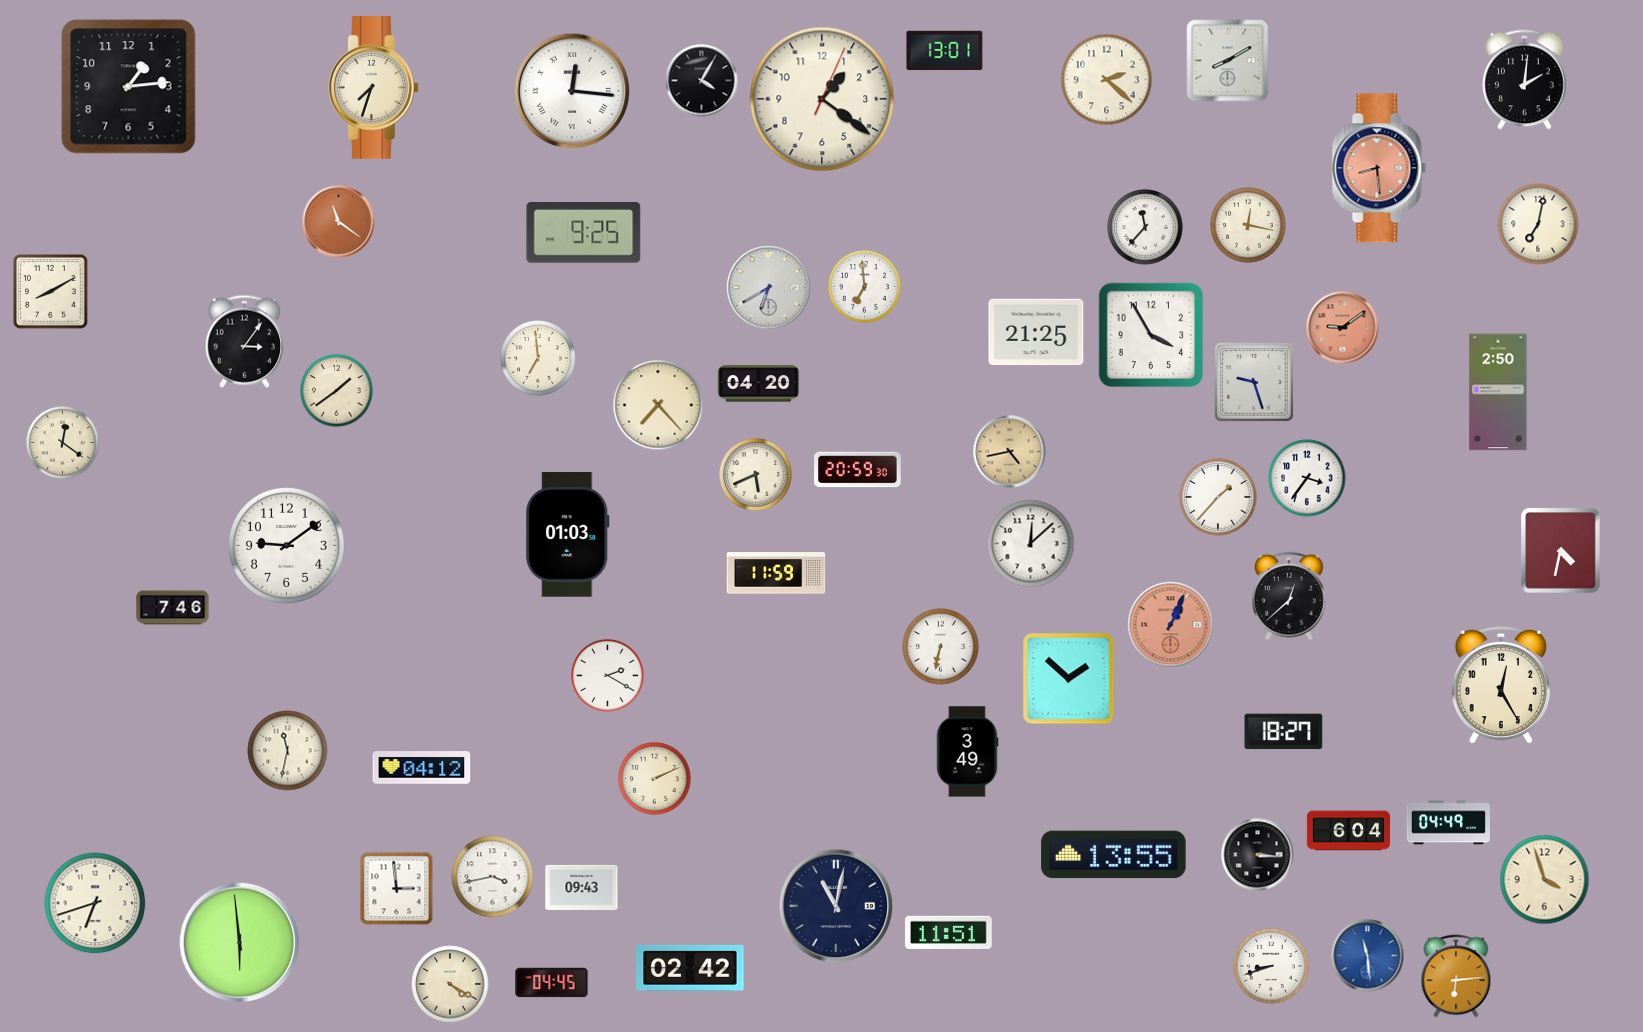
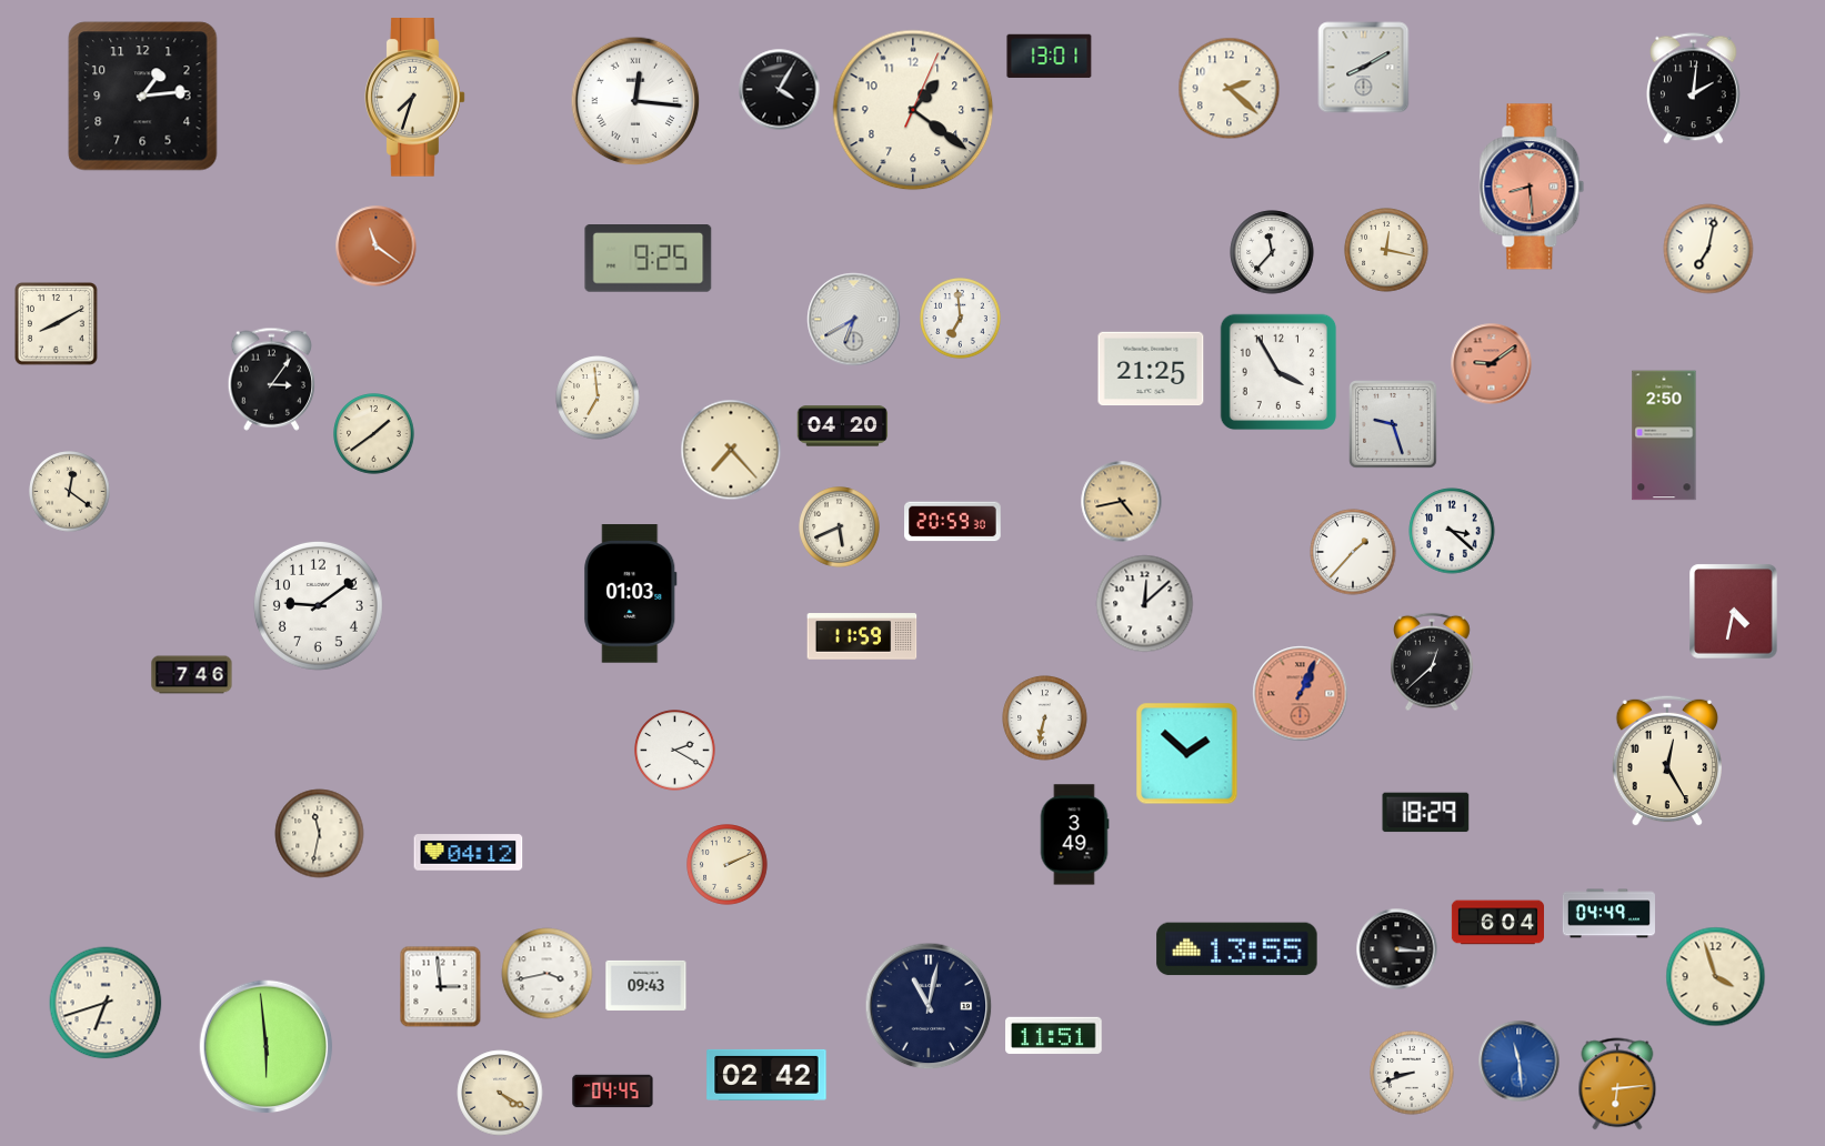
clock at (1307, 478): 3:36 -> 3:22
clock at (1284, 732): 18:27 -> 18:29
